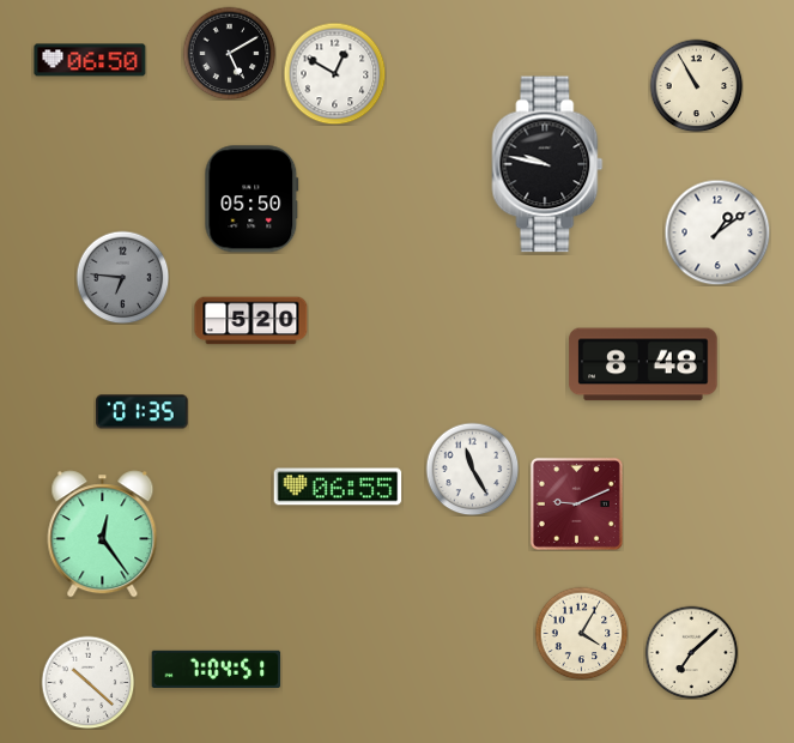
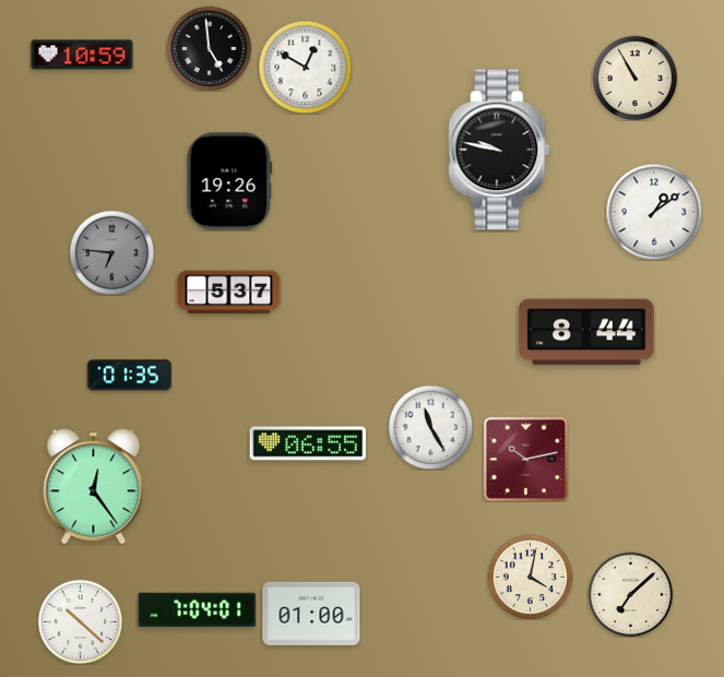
clock at (229, 53): 5:10 -> 4:59
clock at (90, 60): 06:50 -> 10:59
clock at (251, 199): 05:50 -> 19:26
clock at (251, 321): 5:20 -> 5:37
clock at (643, 364): 8:48 -> 8:44
clock at (576, 503): 9:11 -> 10:13
clock at (581, 633): 4:05 -> 4:02
clock at (217, 669): 7:04:51 -> 7:04:01
clock at (311, 614): none -> 01:00
